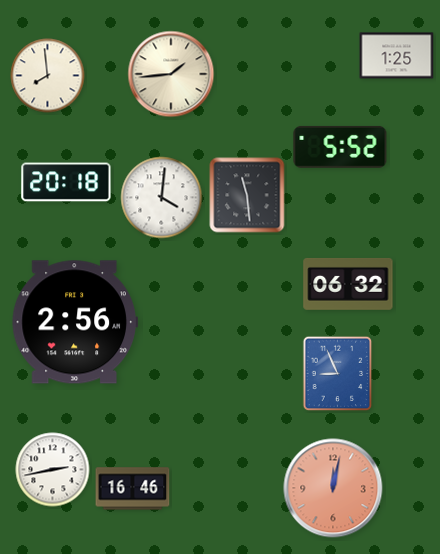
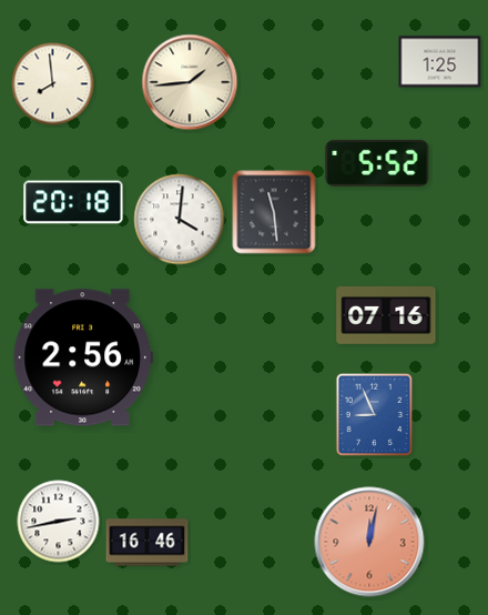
clock at (247, 195) position: (247, 195) -> (274, 212)
clock at (348, 284): 06:32 -> 07:16
